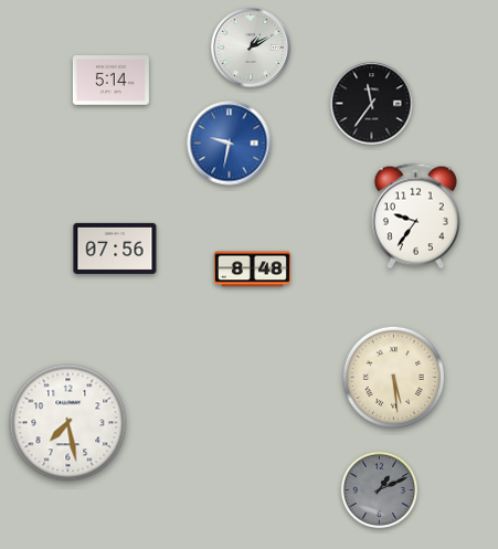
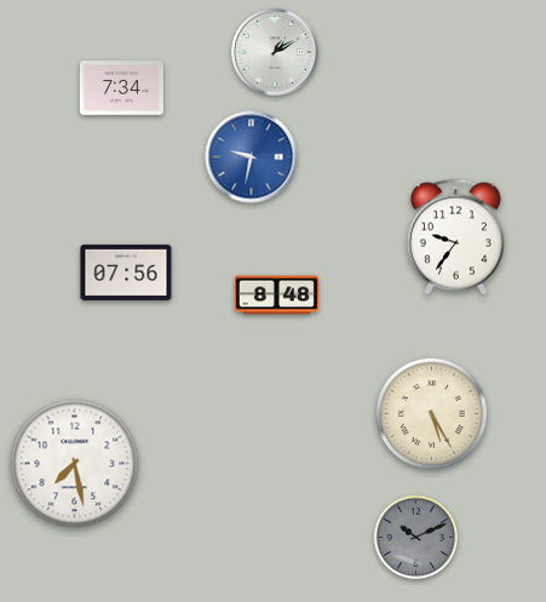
clock at (110, 81): 5:14 -> 7:34
clock at (372, 104): 11:36 -> none
clock at (393, 377): 5:29 -> 5:25
clock at (380, 490): 1:11 -> 10:11
